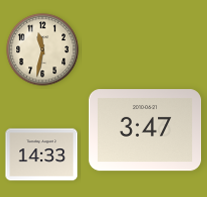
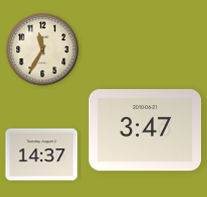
clock at (43, 50): 11:32 -> 11:35
clock at (42, 155): 14:33 -> 14:37
